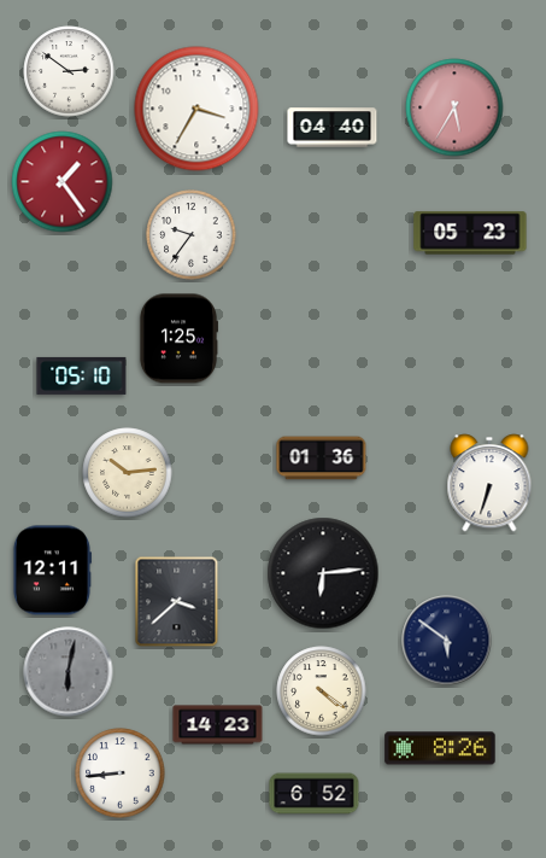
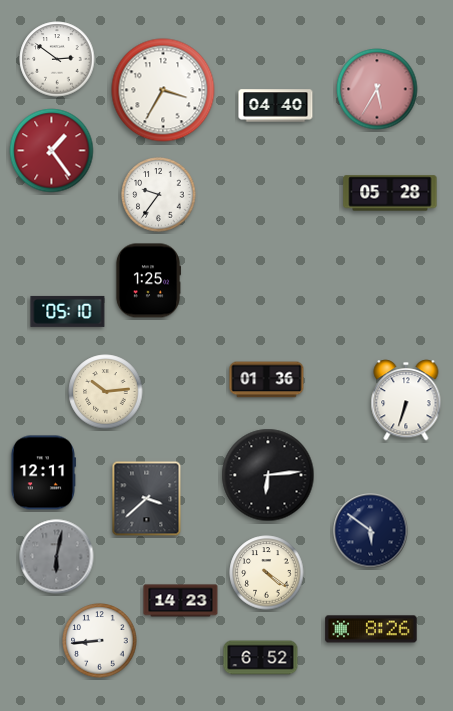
clock at (470, 233): 05:23 -> 05:28
clock at (440, 748) position: (440, 748) -> (371, 629)
